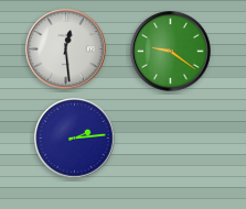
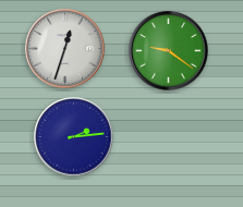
clock at (66, 50): 12:29 -> 12:33
